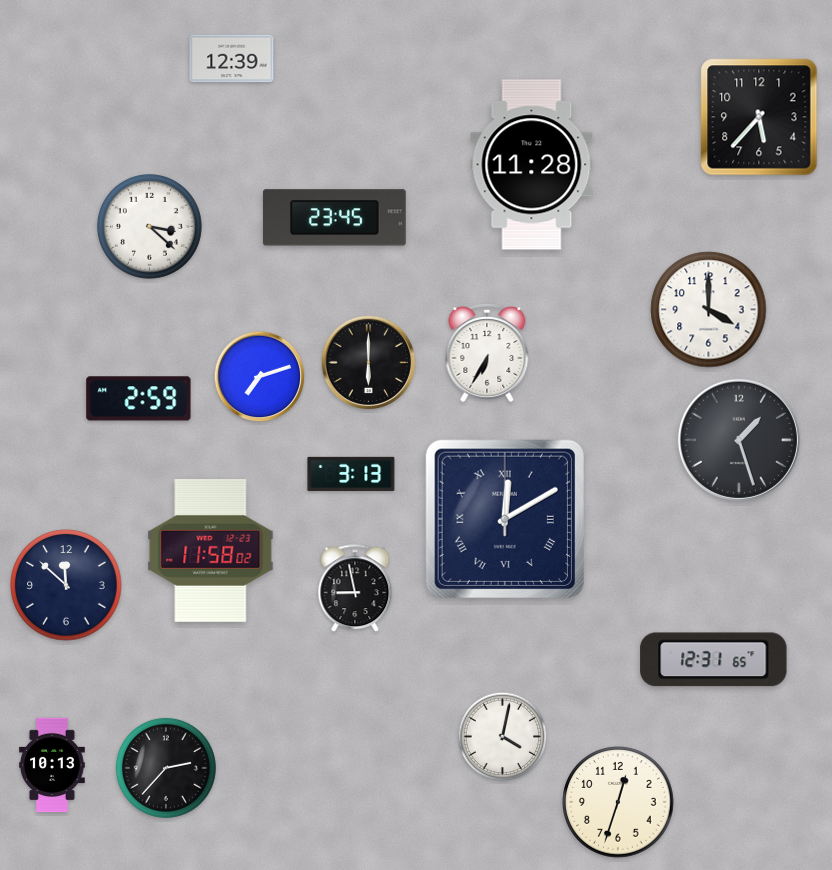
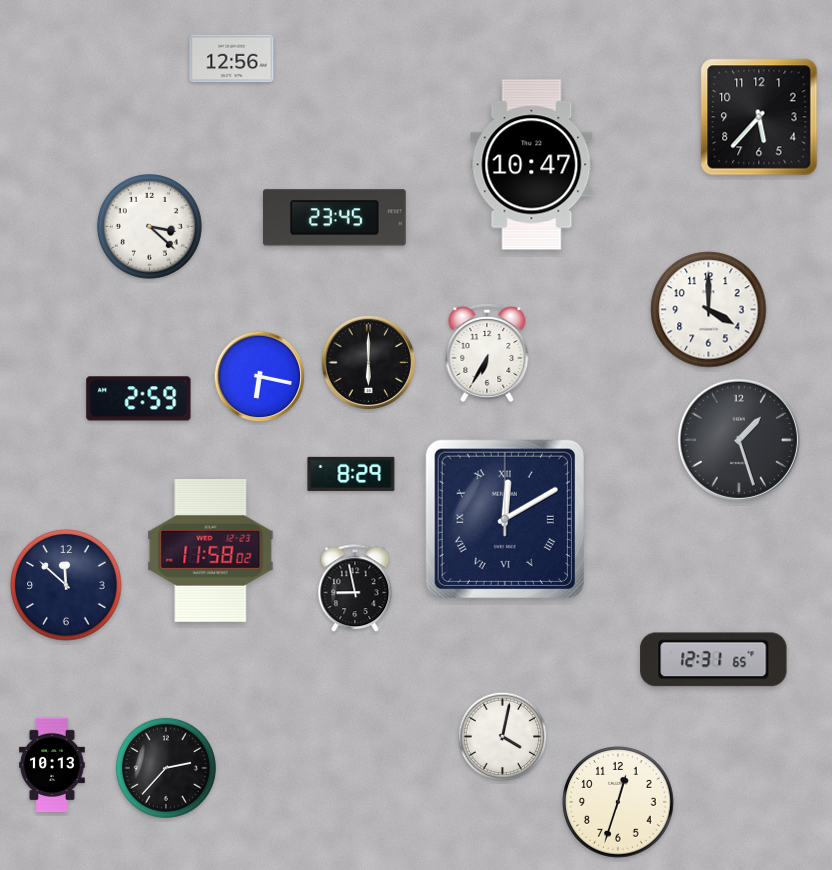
clock at (232, 59): 12:39 -> 12:56
clock at (532, 165): 11:28 -> 10:47
clock at (260, 377): 7:12 -> 6:17
clock at (351, 474): 3:13 -> 8:29
